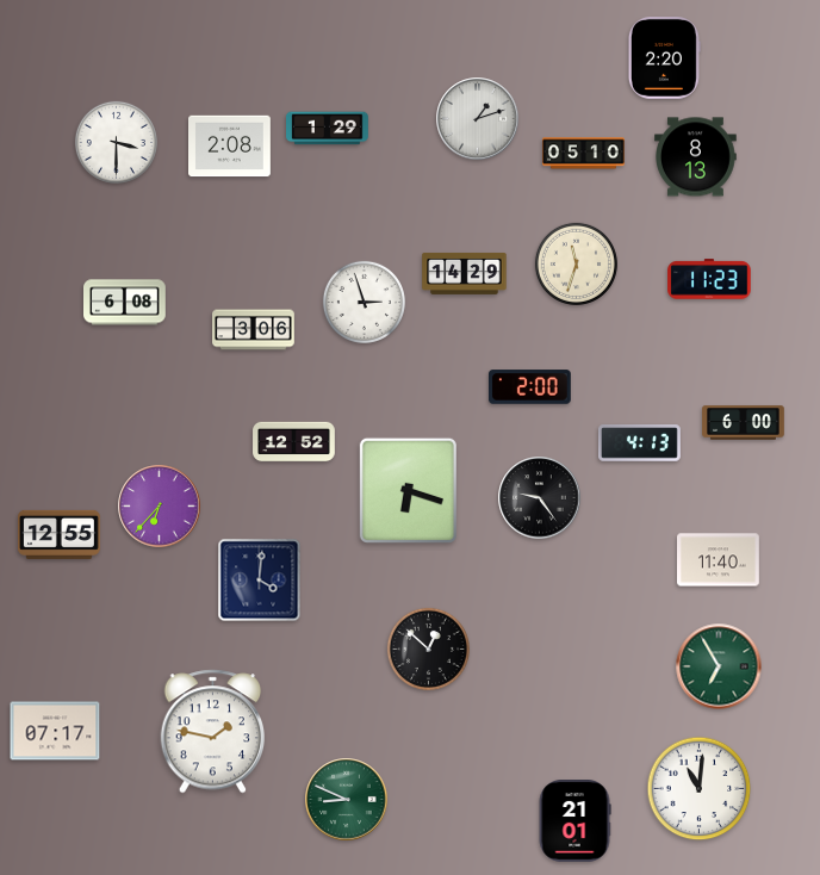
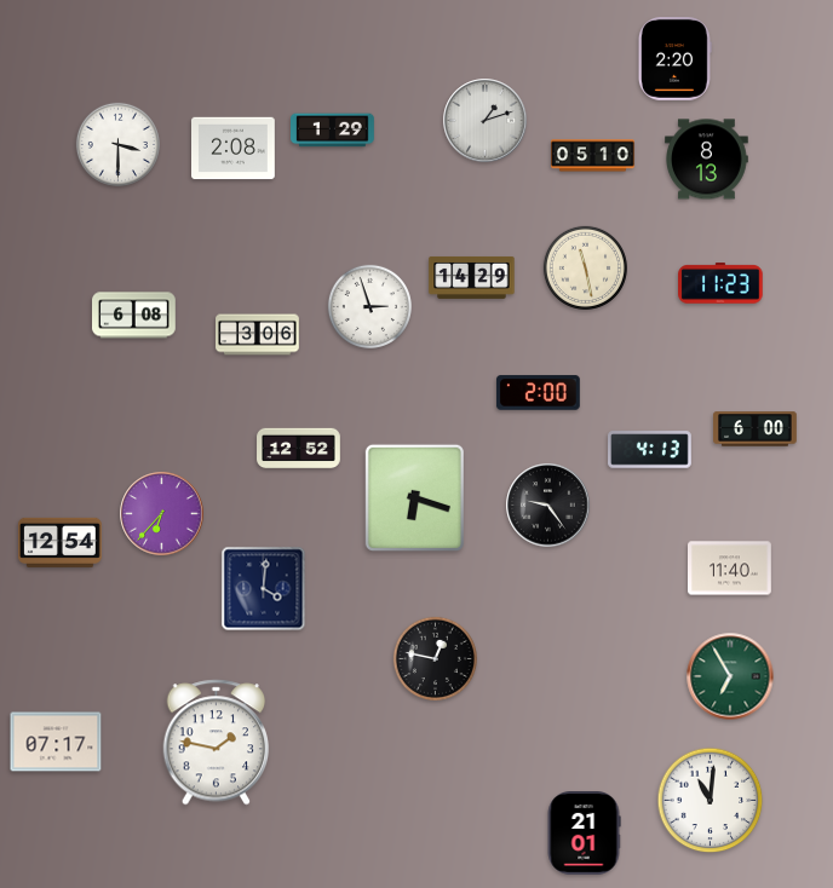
clock at (576, 263): 11:33 -> 11:28
clock at (125, 303) position: (125, 303) -> (134, 316)
clock at (60, 534): 12:55 -> 12:54
clock at (428, 649): 12:52 -> 12:47
clock at (347, 800): 8:49 -> none
